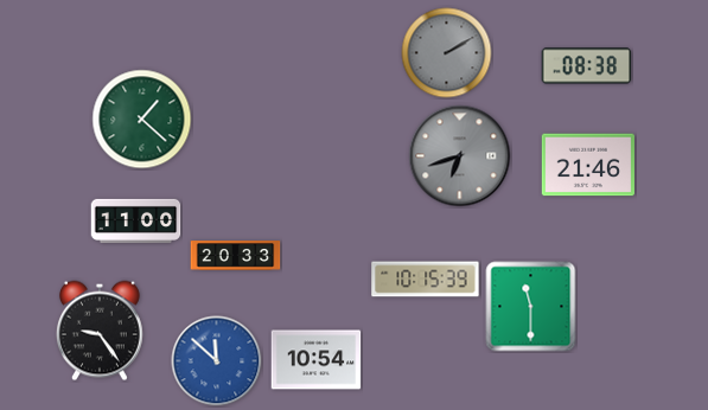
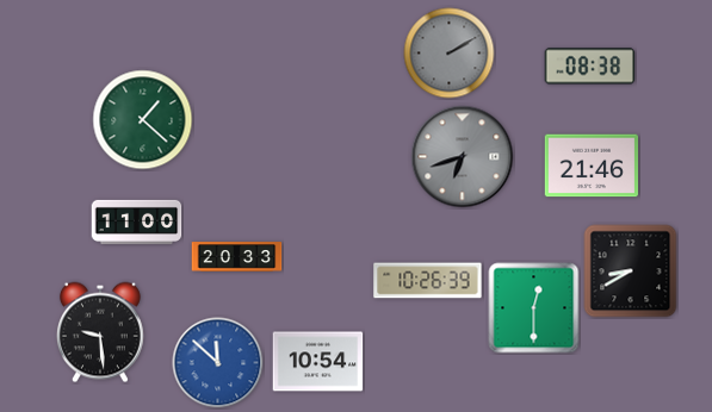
clock at (631, 271): none -> 8:40
clock at (426, 280): 10:15 -> 10:26
clock at (531, 307): 11:30 -> 12:30
clock at (100, 331): 9:24 -> 9:29
